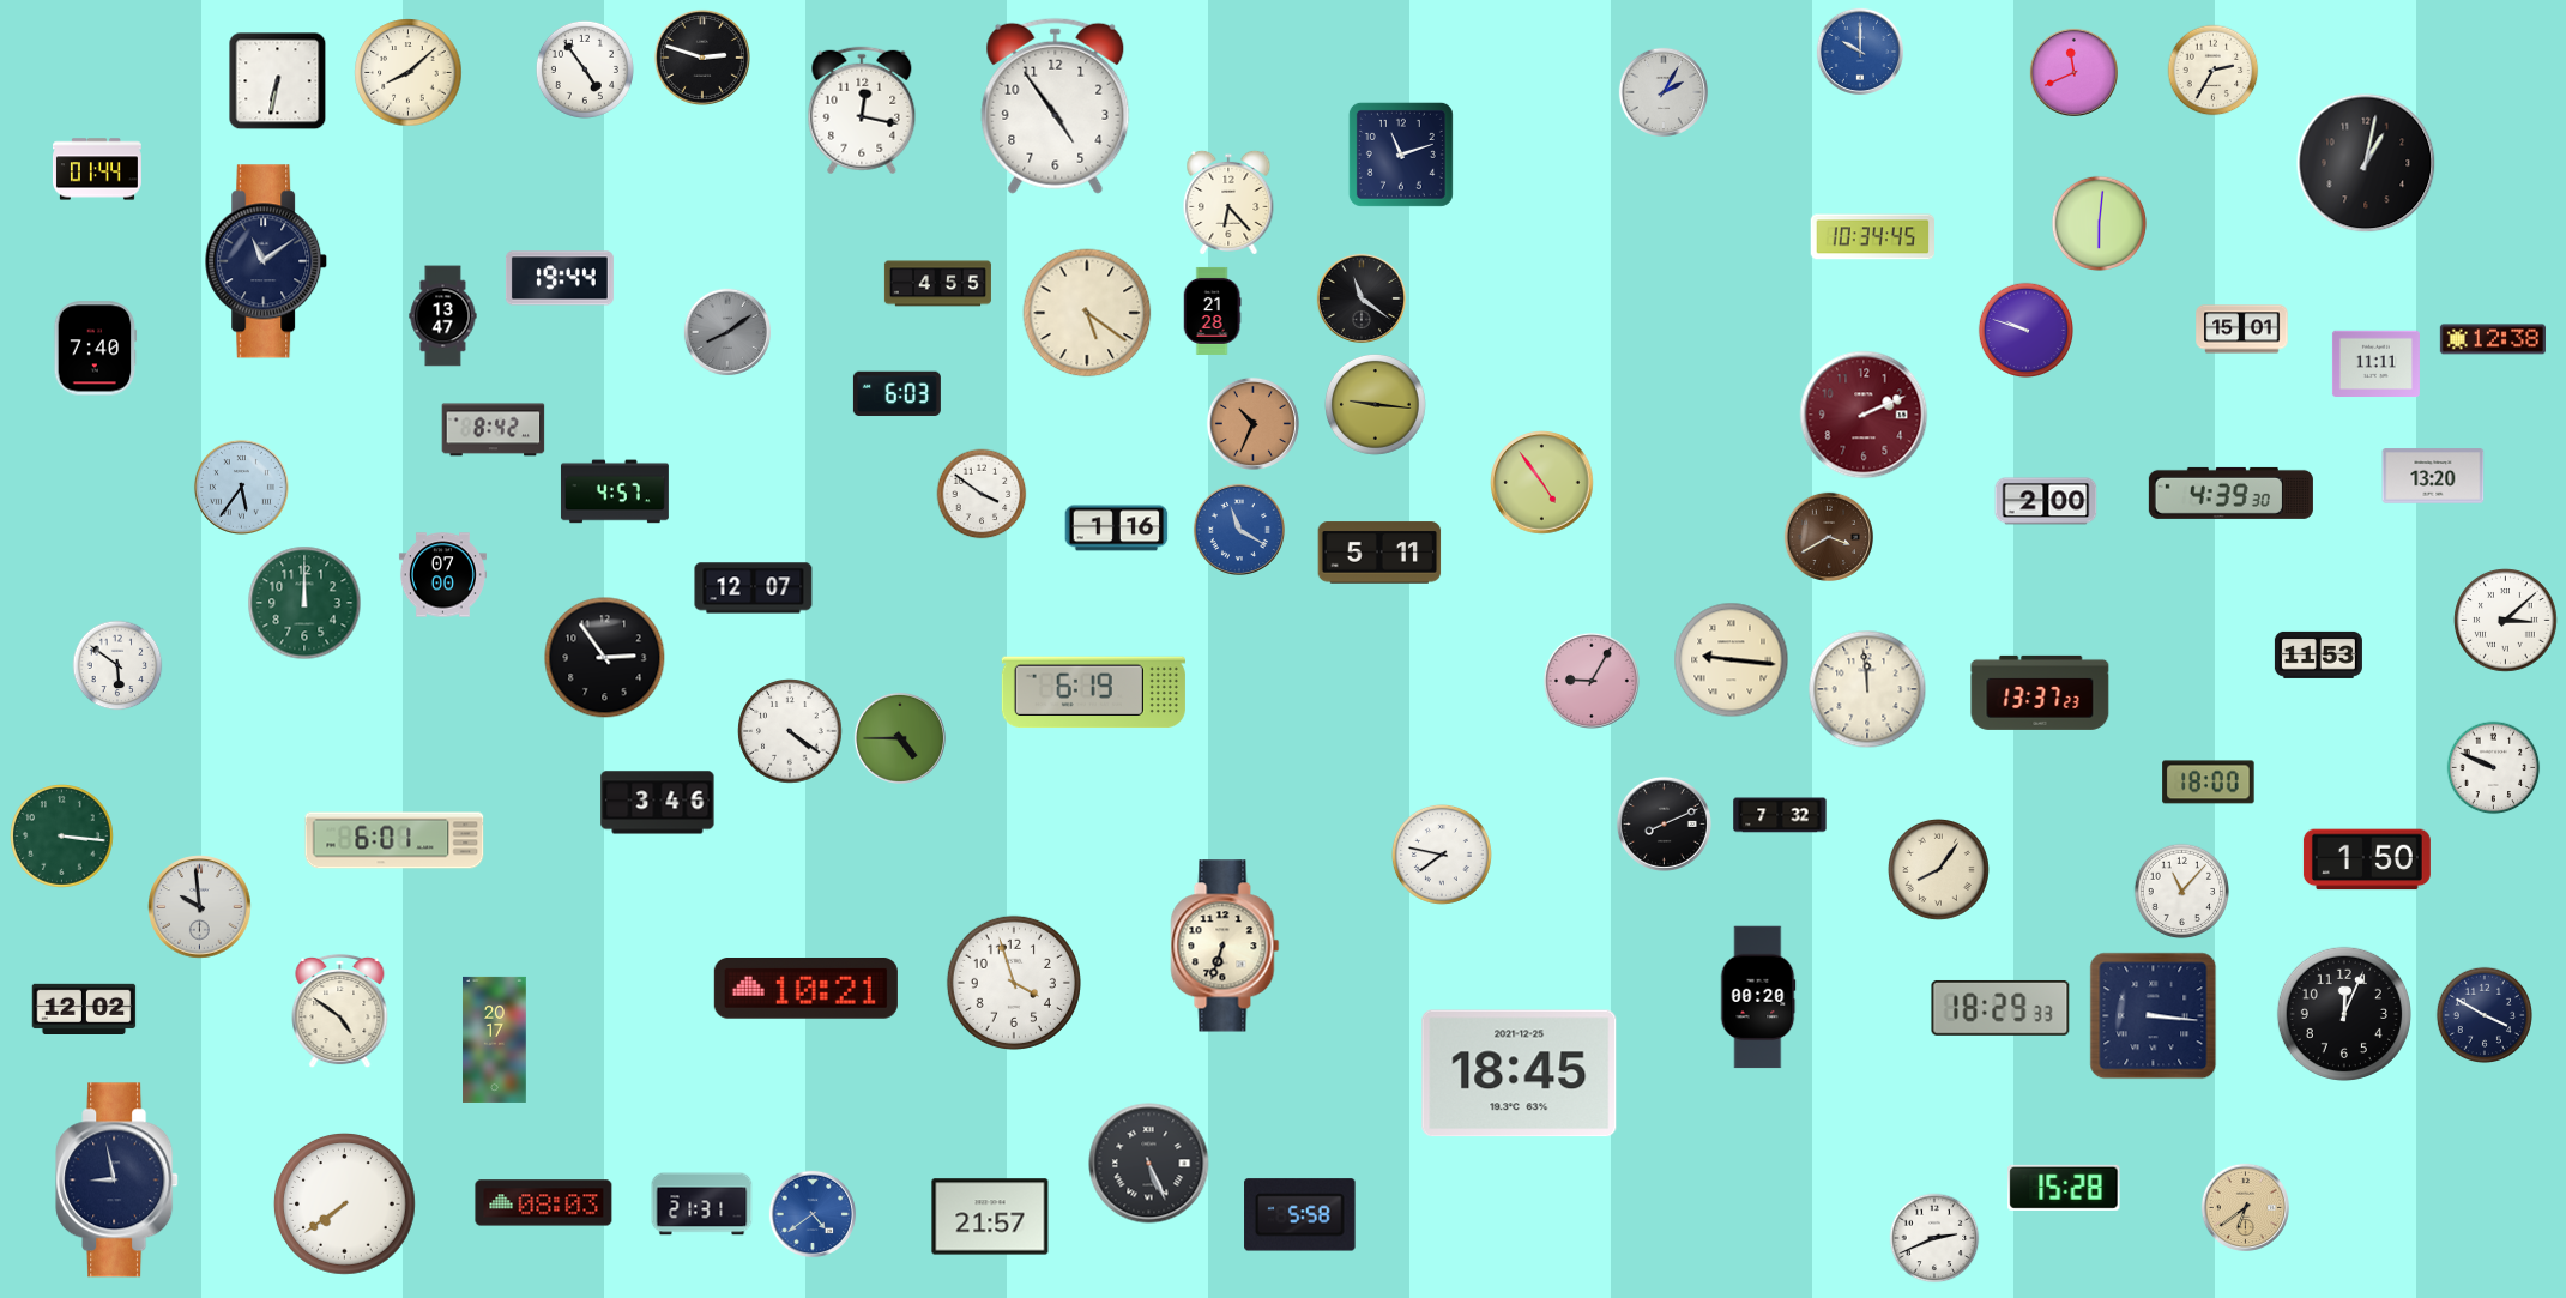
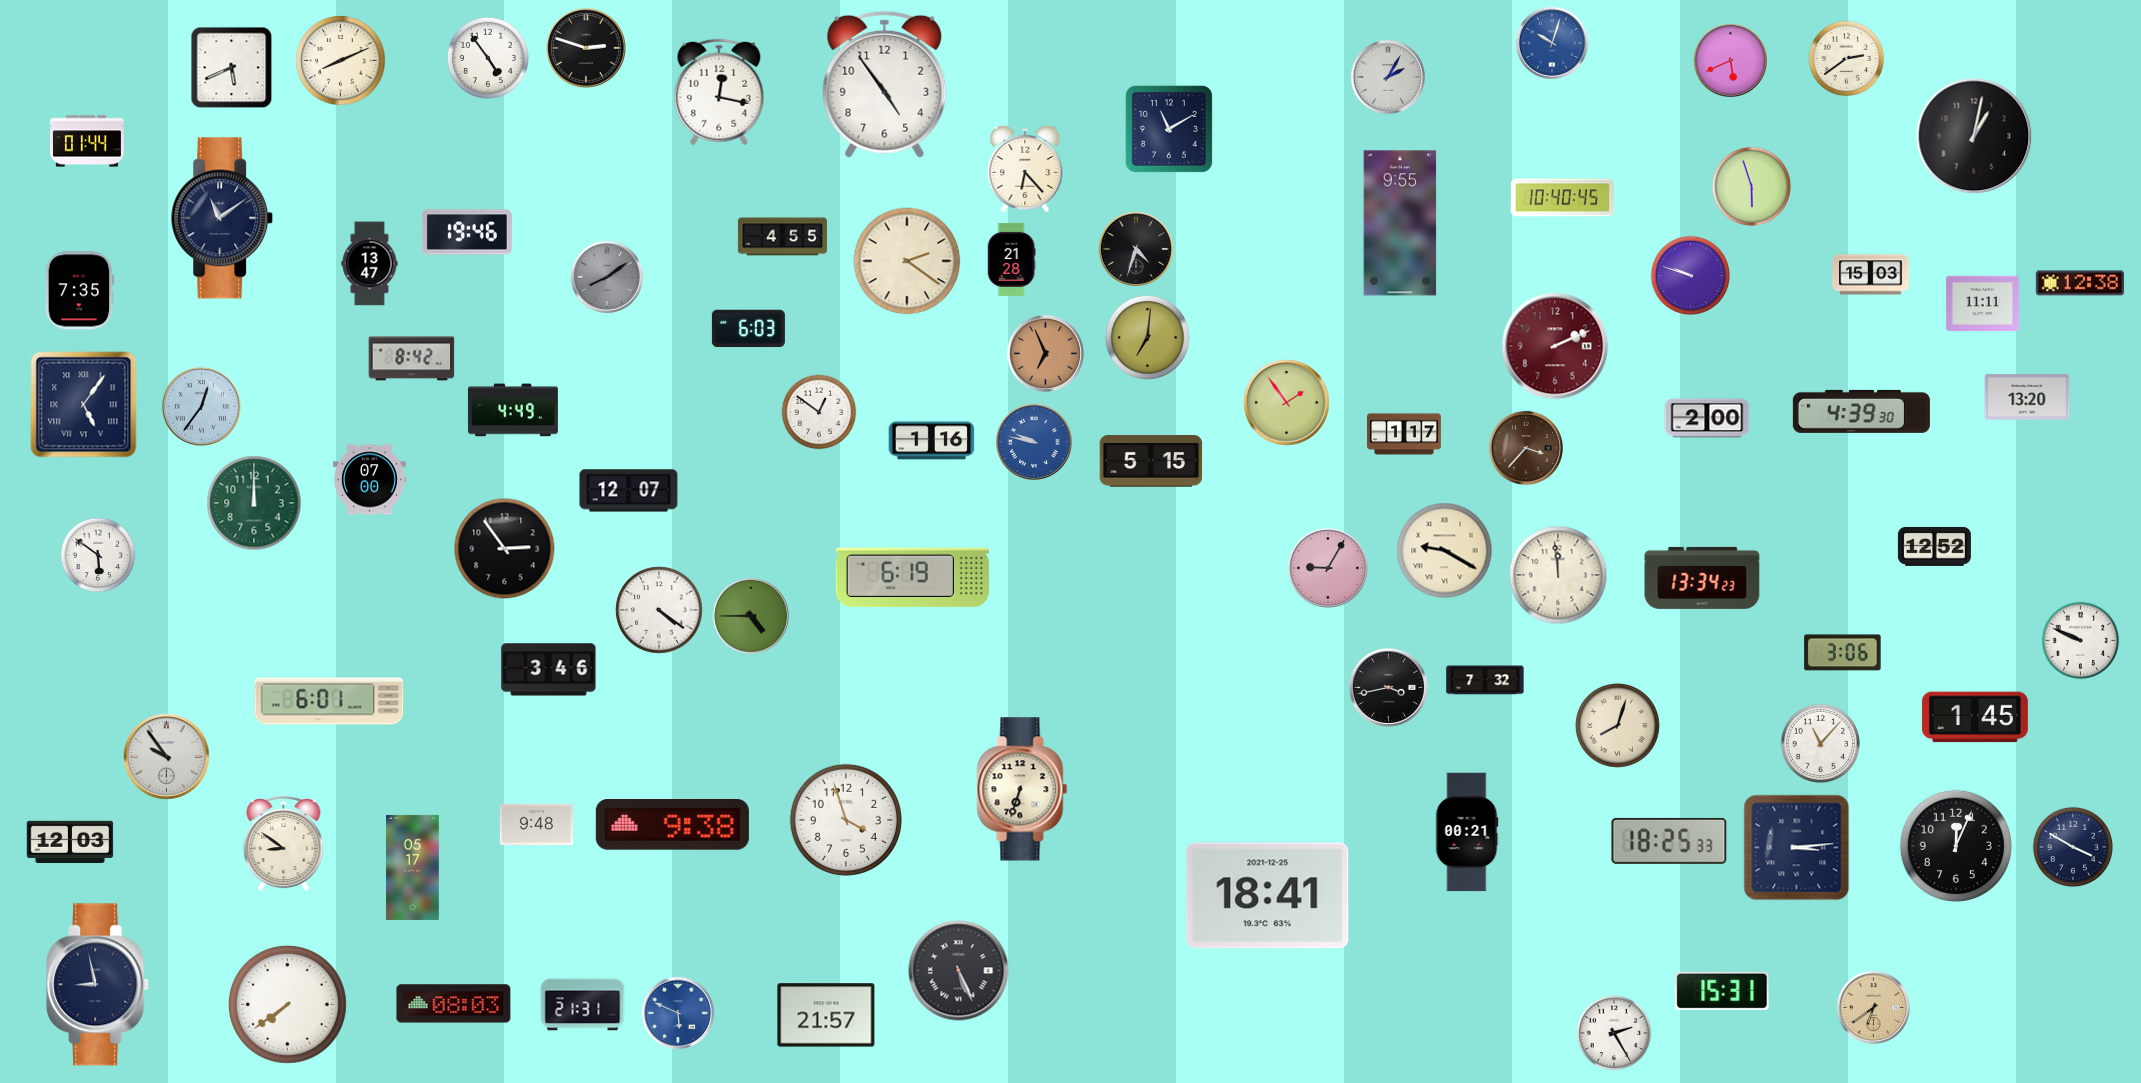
clock at (1860, 52): 10:00 -> 10:03
clock at (2214, 71): 2:35 -> 2:39
clock at (2073, 72): 11:41 -> 5:41
clock at (409, 73): 8:08 -> 8:11
clock at (278, 81): 6:32 -> 5:41
clock at (1056, 105) position: (1056, 105) -> (885, 84)
clock at (1401, 155): 11:12 -> 11:10
clock at (98, 169) position: (98, 169) -> (88, 141)
clock at (2100, 224): 6:01 -> 5:57
clock at (1872, 237): 10:34 -> 10:40
clock at (1400, 223): none -> 9:55
clock at (560, 278): 19:44 -> 19:46
clock at (1362, 297): 11:21 -> 4:33
clock at (1087, 313): 5:21 -> 2:21
clock at (2242, 330): 15:01 -> 15:03
clock at (96, 349): 7:40 -> 7:35
clock at (1375, 404): 9:16 -> 7:01
clock at (1252, 423): 10:34 -> 6:56
clock at (2433, 476) position: (2433, 476) -> (2027, 397)
clock at (1542, 483): 4:54 -> 1:54
clock at (84, 405): none -> 5:06
clock at (241, 487): 5:36 -> 12:36
clock at (615, 491): 4:57 -> 4:49
clock at (982, 494): 3:51 -> 12:51
clock at (1405, 434): none -> 1:17
clock at (1239, 530): 11:20 -> 9:47
clock at (1829, 536): 3:40 -> 3:37
clock at (1379, 553): 5:11 -> 5:15
clock at (2506, 621): 3:08 -> none
clock at (2318, 654): 11:53 -> 12:52
clock at (1732, 660): 9:16 -> 9:20
clock at (2040, 693): 13:37 -> 13:34
clock at (2209, 783): 18:00 -> 3:06
clock at (1664, 823): 8:11 -> 3:43
clock at (62, 837): 3:16 -> none
clock at (1442, 855): 7:47 -> none
clock at (2367, 859): 1:50 -> 1:45
clock at (1938, 869): 8:06 -> 8:03
clock at (200, 907): 9:59 -> 9:54
clock at (536, 824): none -> 9:48
clock at (805, 989): 10:21 -> 9:38
clock at (1758, 997): 00:20 -> 00:21
clock at (2000, 1008): 18:29 -> 18:25
clock at (84, 1009): 12:02 -> 12:03
clock at (340, 1012): 4:51 -> 8:51
clock at (2154, 1016): 3:16 -> 3:14
clock at (495, 1039): 20:17 -> 05:17
clock at (1520, 1074): 18:45 -> 18:41
clock at (2064, 1188): 15:28 -> 15:31
clock at (702, 1205) position: (702, 1205) -> (583, 1005)
clock at (813, 1214): 4:39 -> 5:49
clock at (1300, 1215): 5:58 -> none
clock at (1934, 1238): 2:41 -> 2:25
